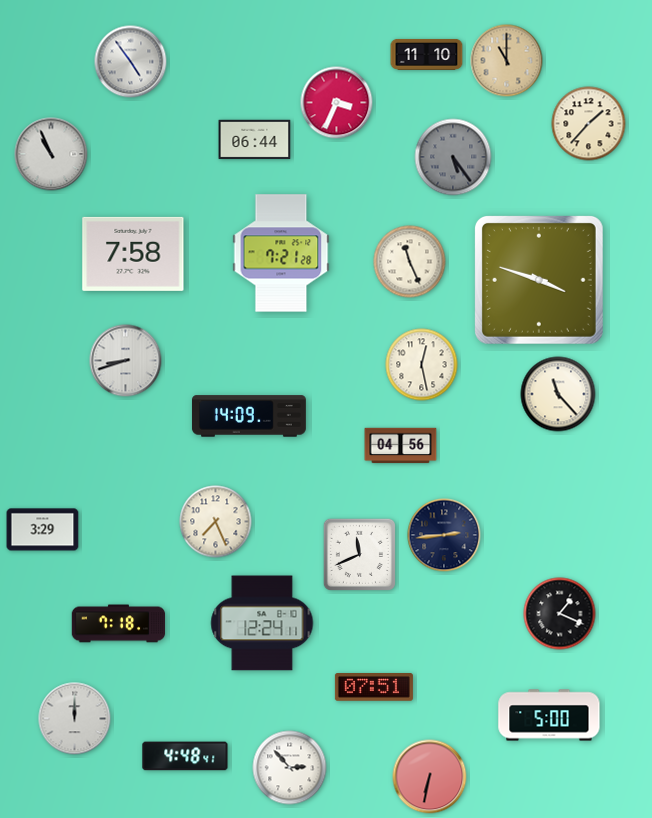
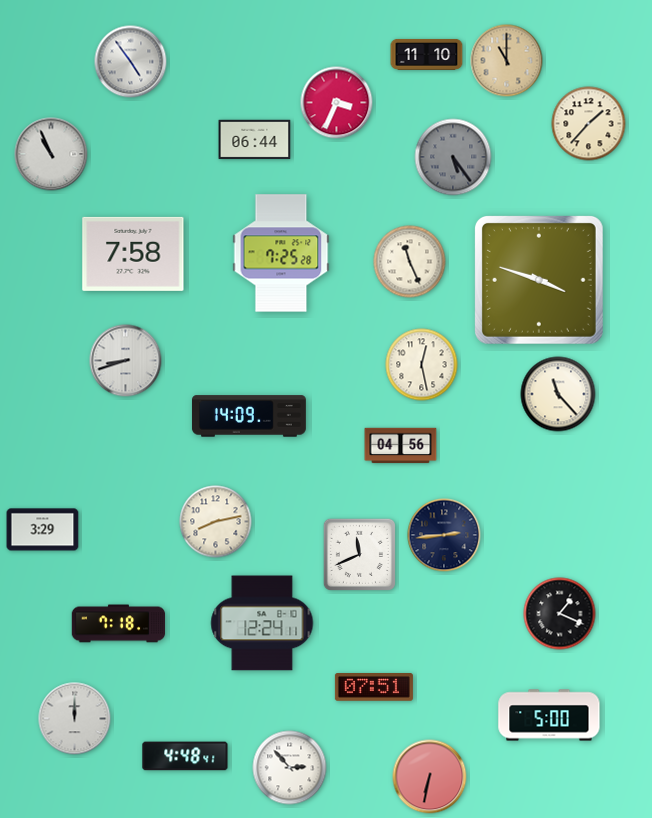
clock at (281, 253): 7:21 -> 7:25
clock at (216, 522): 7:26 -> 8:13
